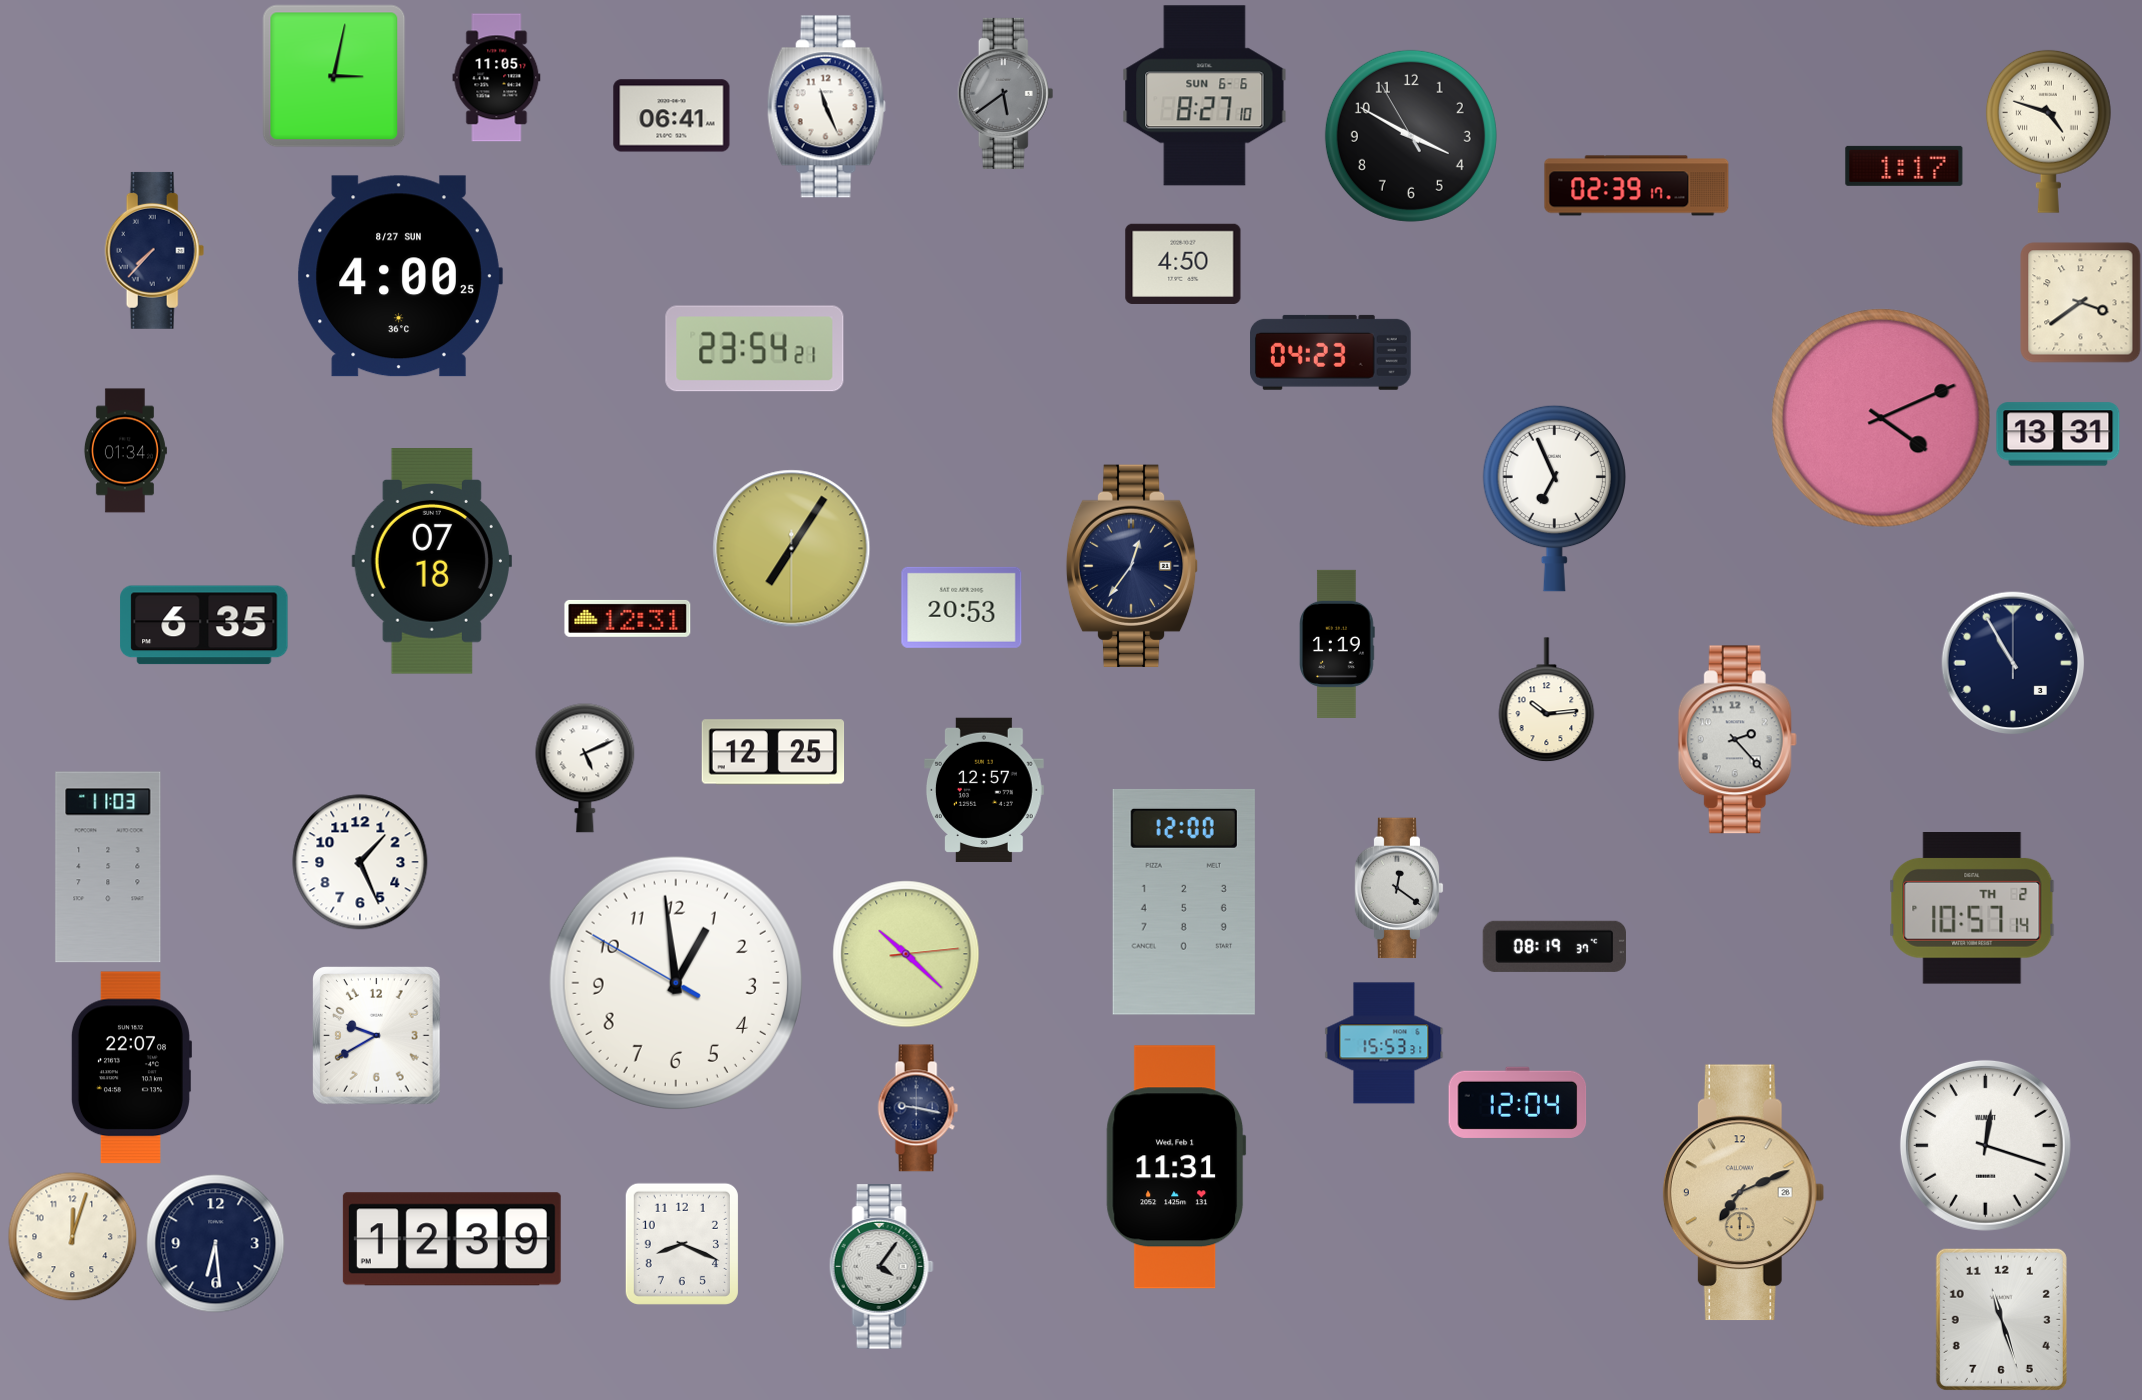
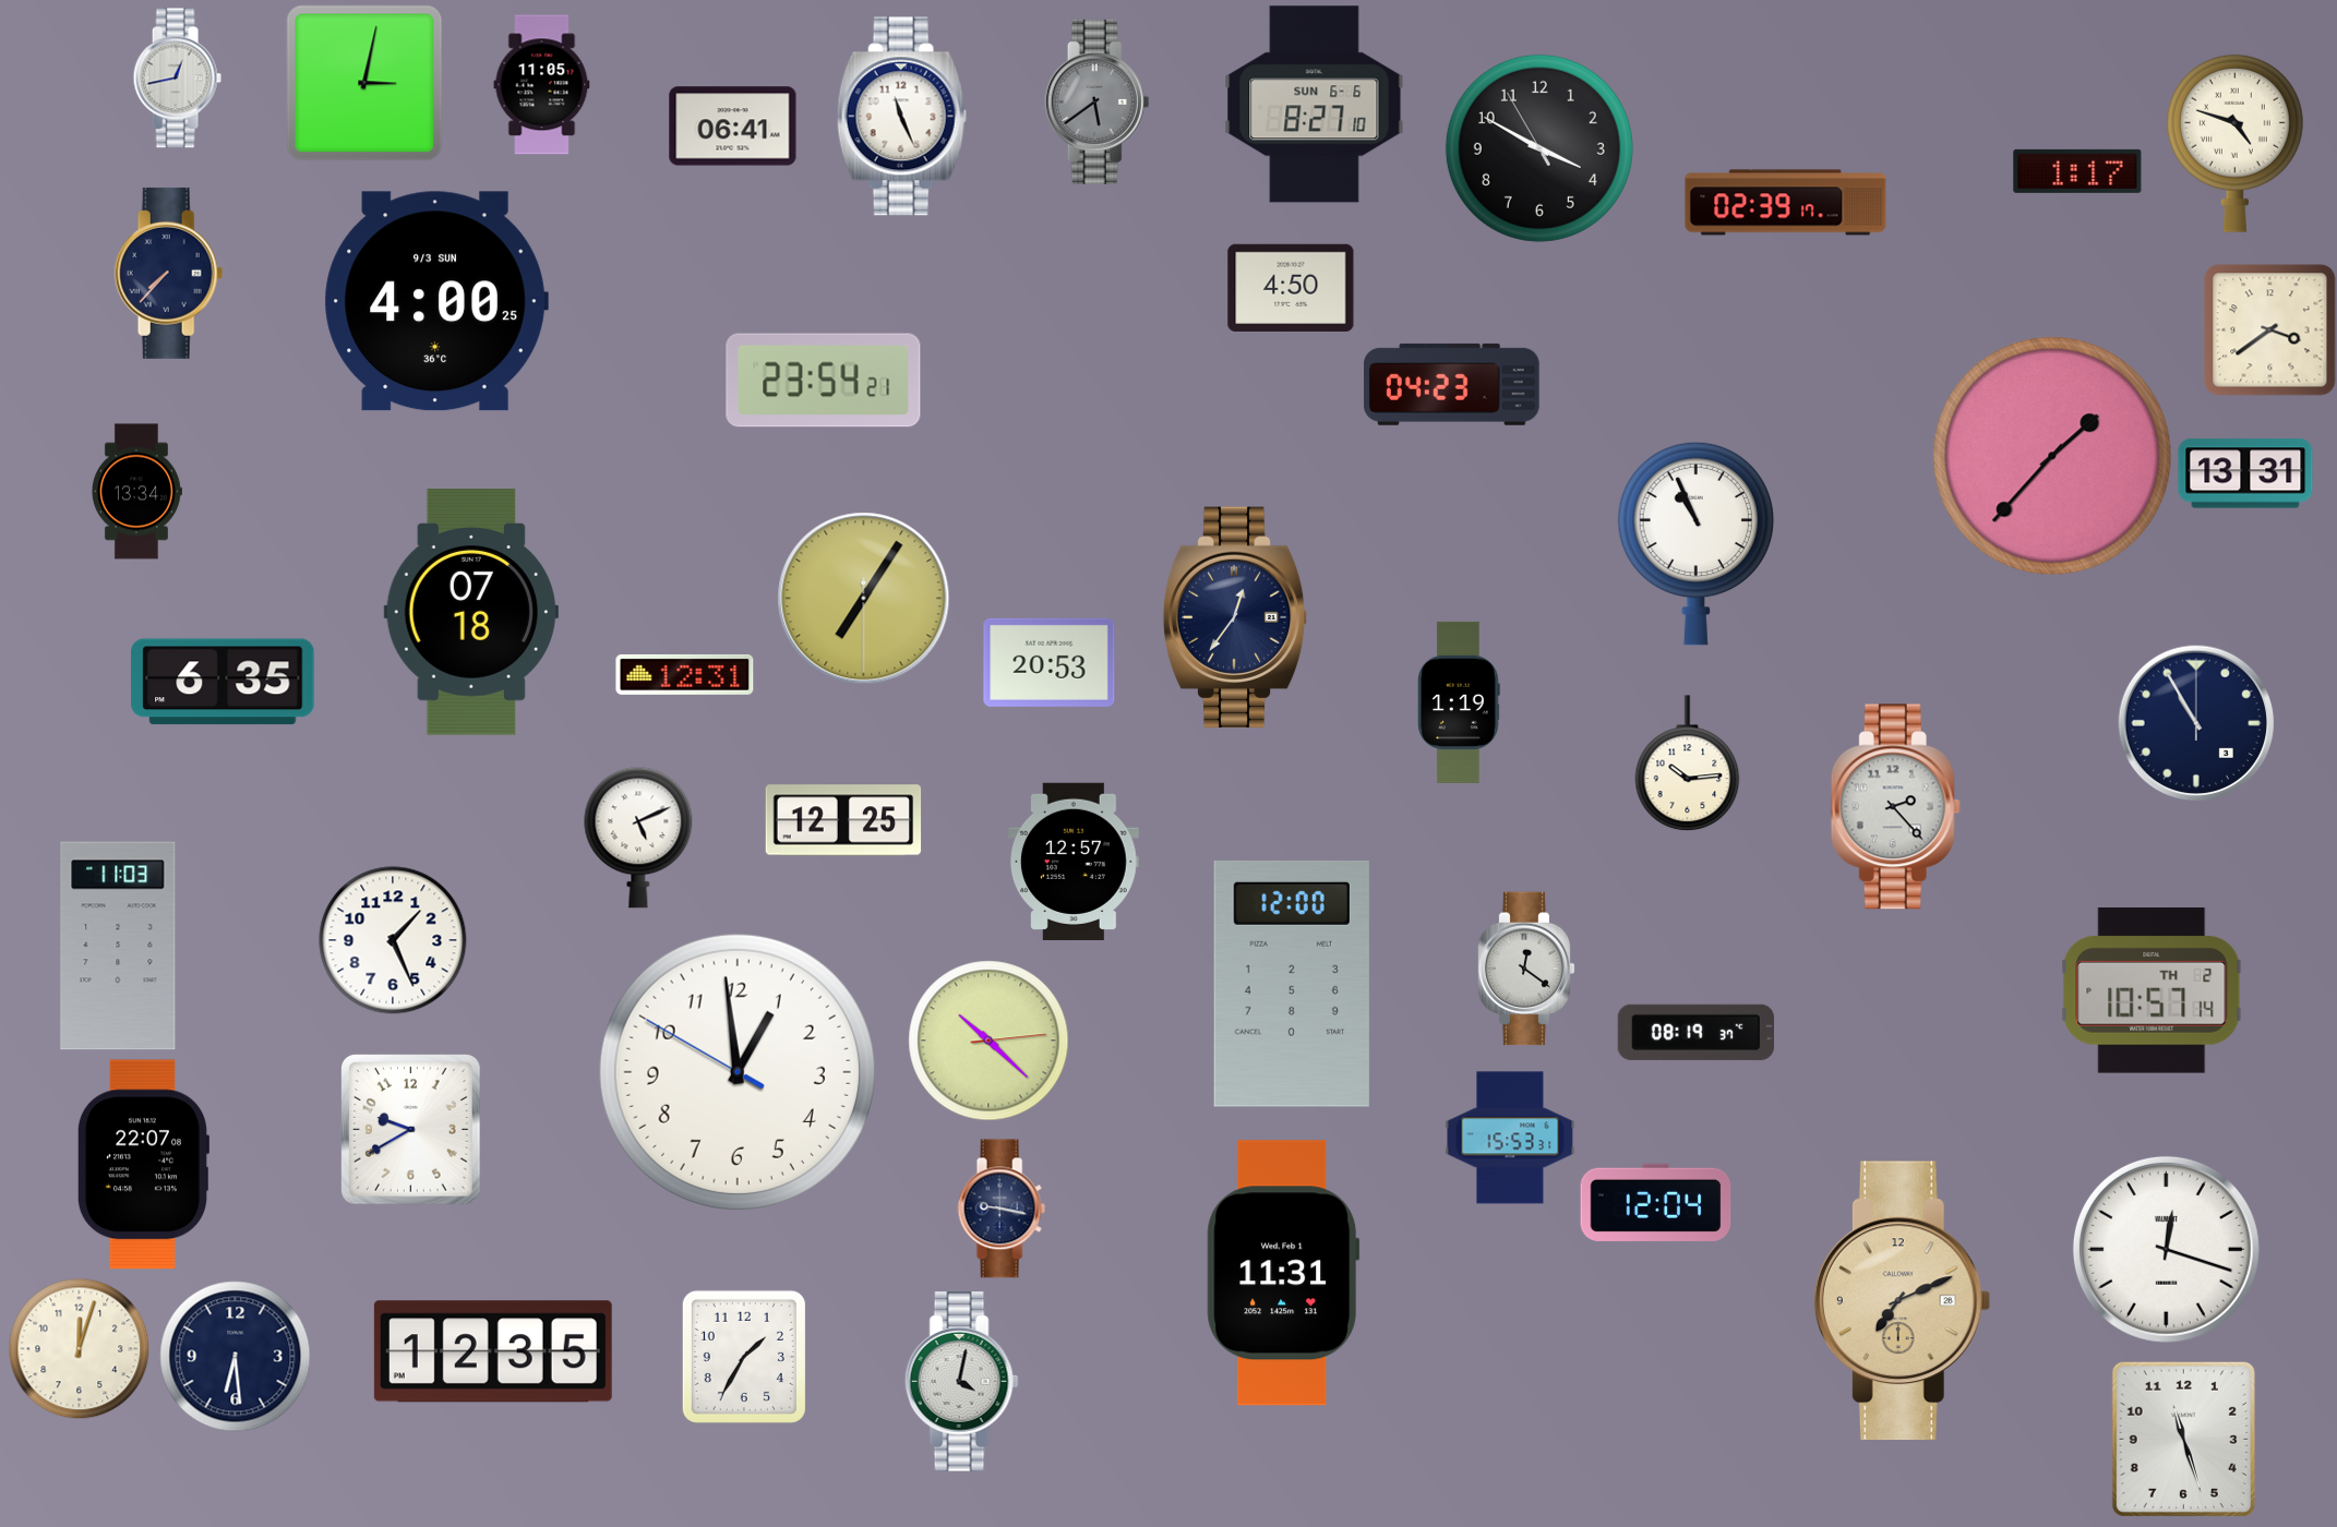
clock at (177, 79): none -> 12:43
clock at (1904, 166) position: (1904, 166) -> (2077, 171)
clock at (400, 276) date: 8/27 SUN -> 9/3 SUN
clock at (1881, 418): 4:11 -> 1:37
clock at (125, 451): 01:34 -> 13:34
clock at (1554, 498): 6:56 -> 10:56
clock at (452, 1239): 12:39 -> 12:35
clock at (682, 1244): 8:19 -> 1:35
clock at (881, 1267): 4:06 -> 4:02
